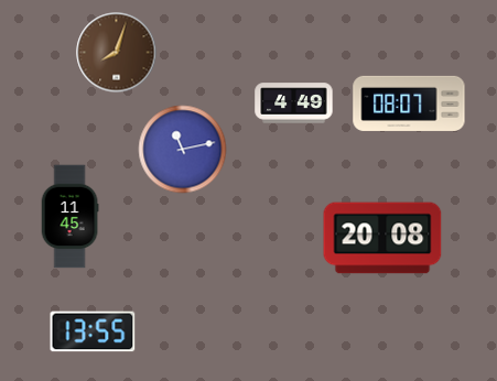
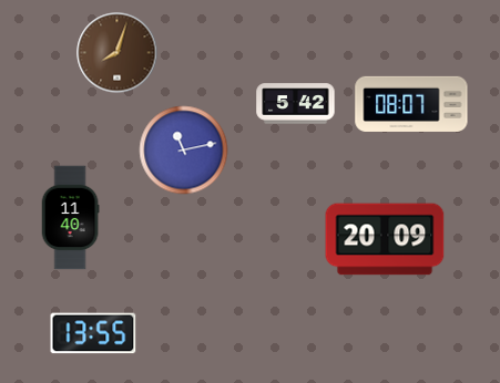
clock at (294, 104): 4:49 -> 5:42
clock at (69, 217): 11:45 -> 11:40
clock at (382, 238): 20:08 -> 20:09
